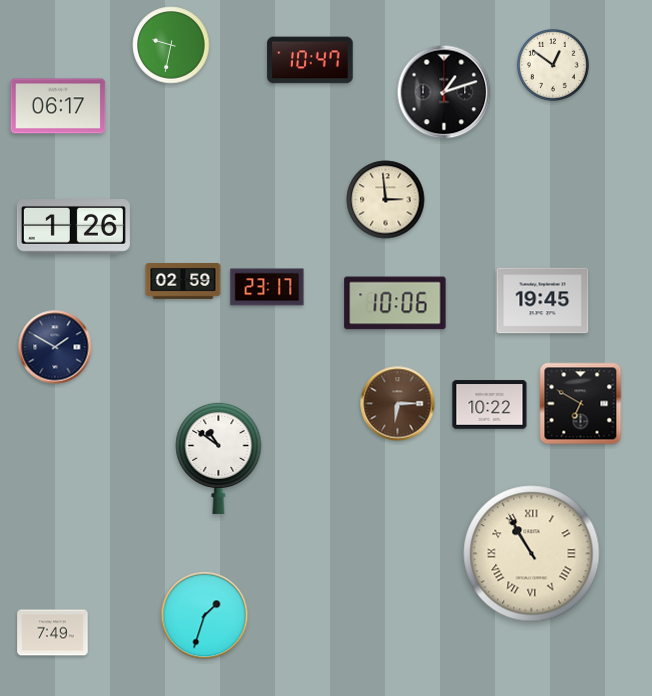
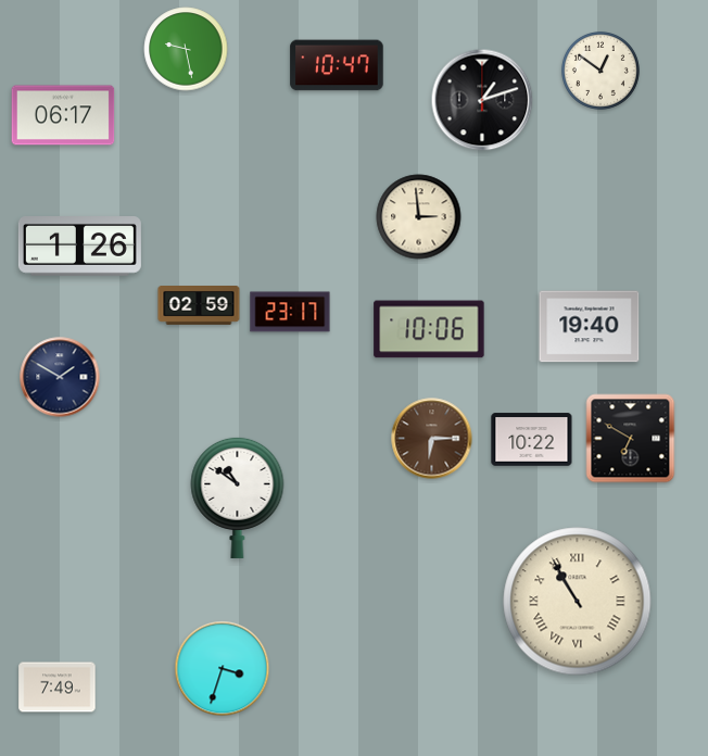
clock at (171, 45): 9:32 -> 9:28
clock at (543, 301): 19:45 -> 19:40
clock at (205, 616): 1:33 -> 3:33
